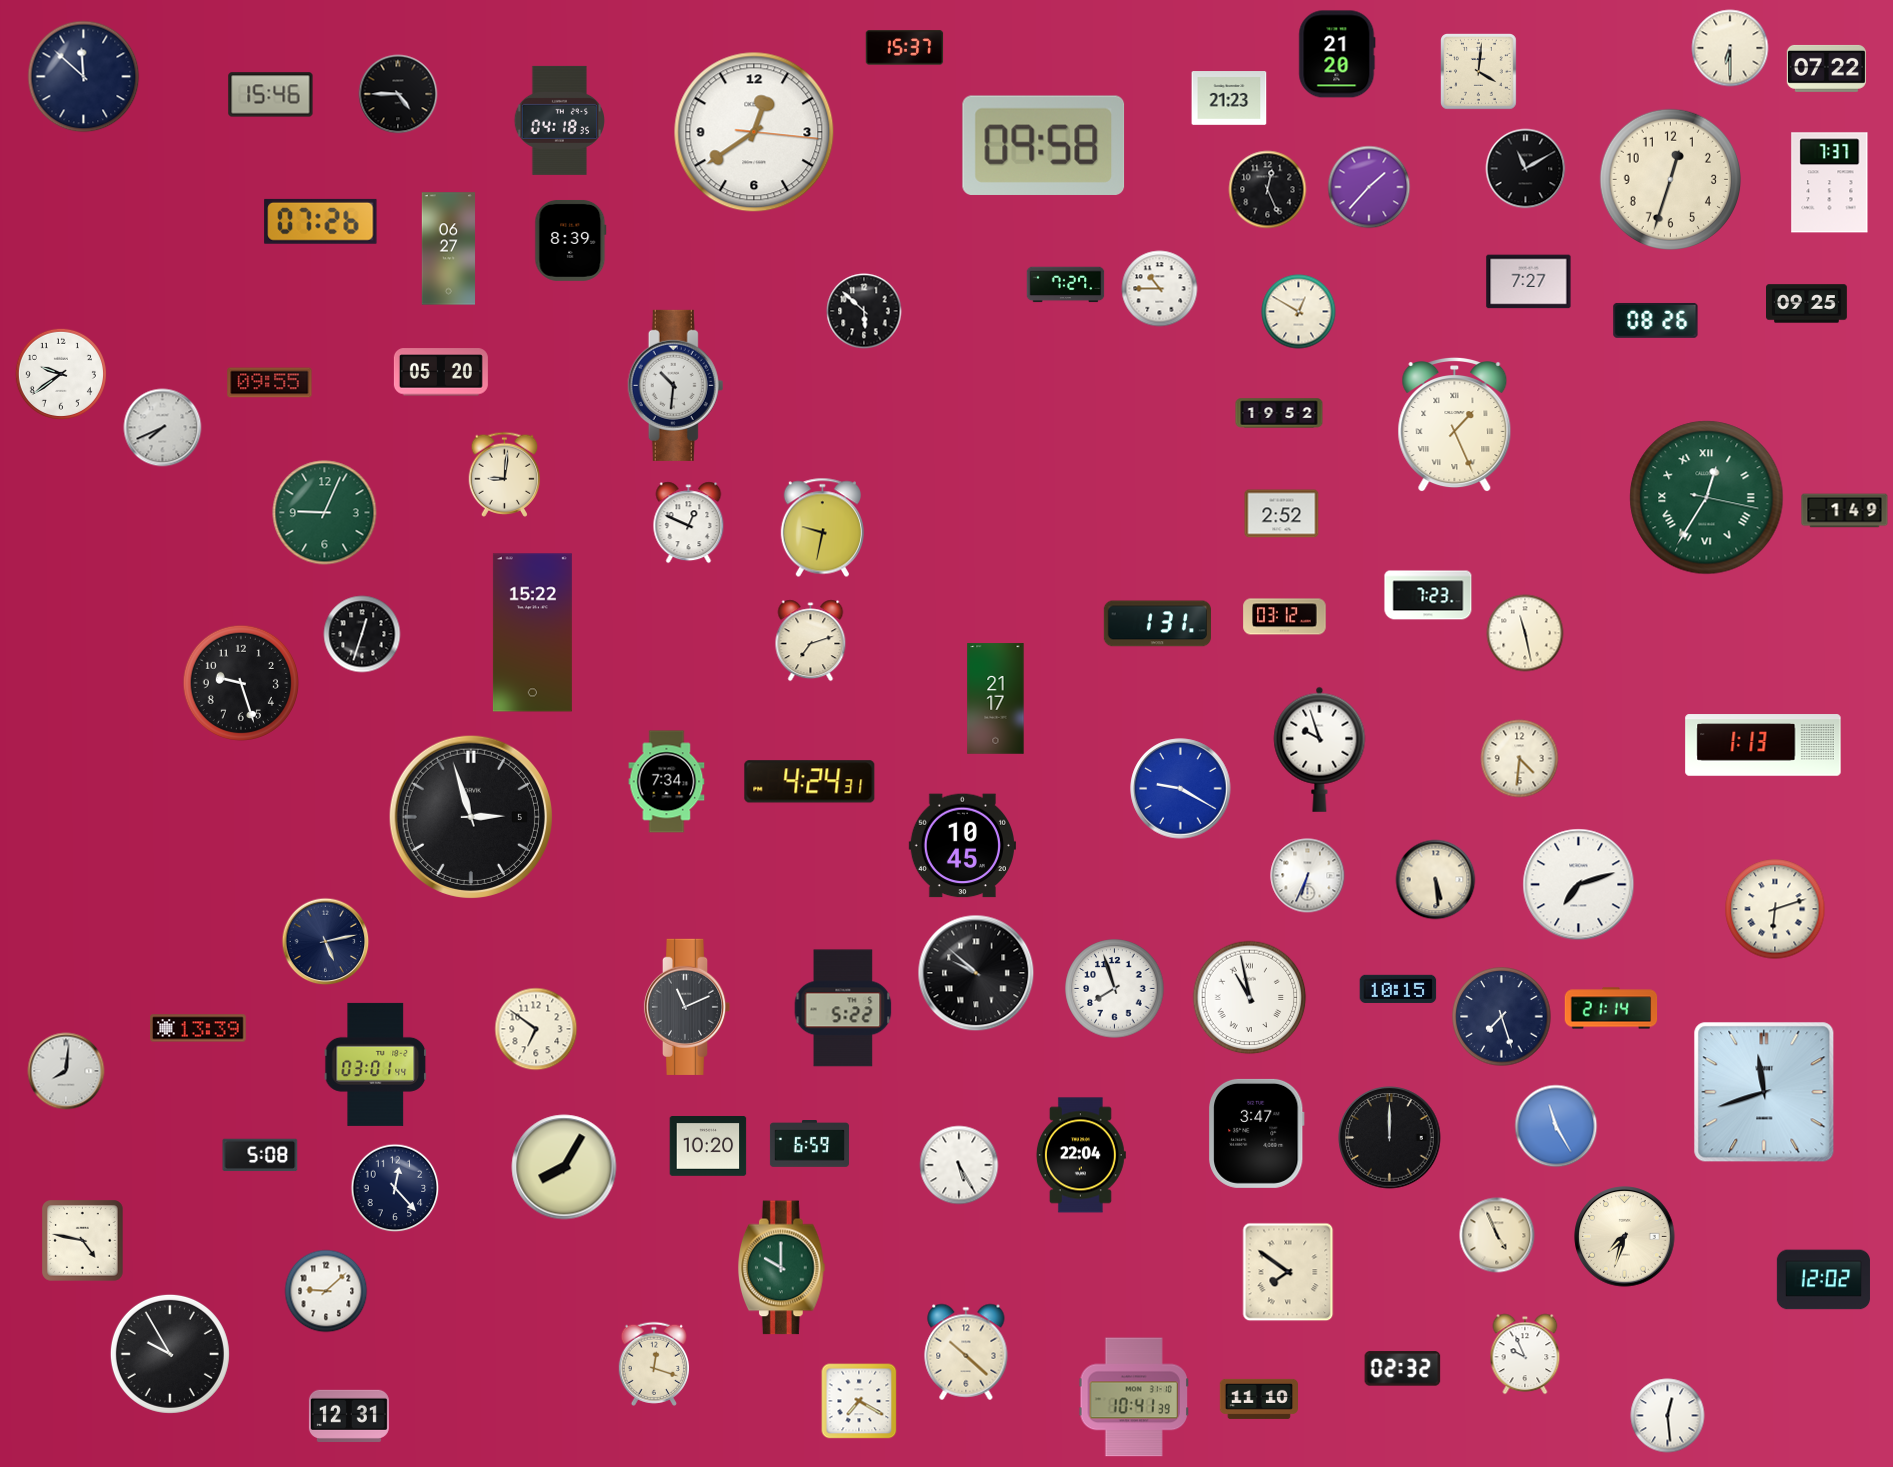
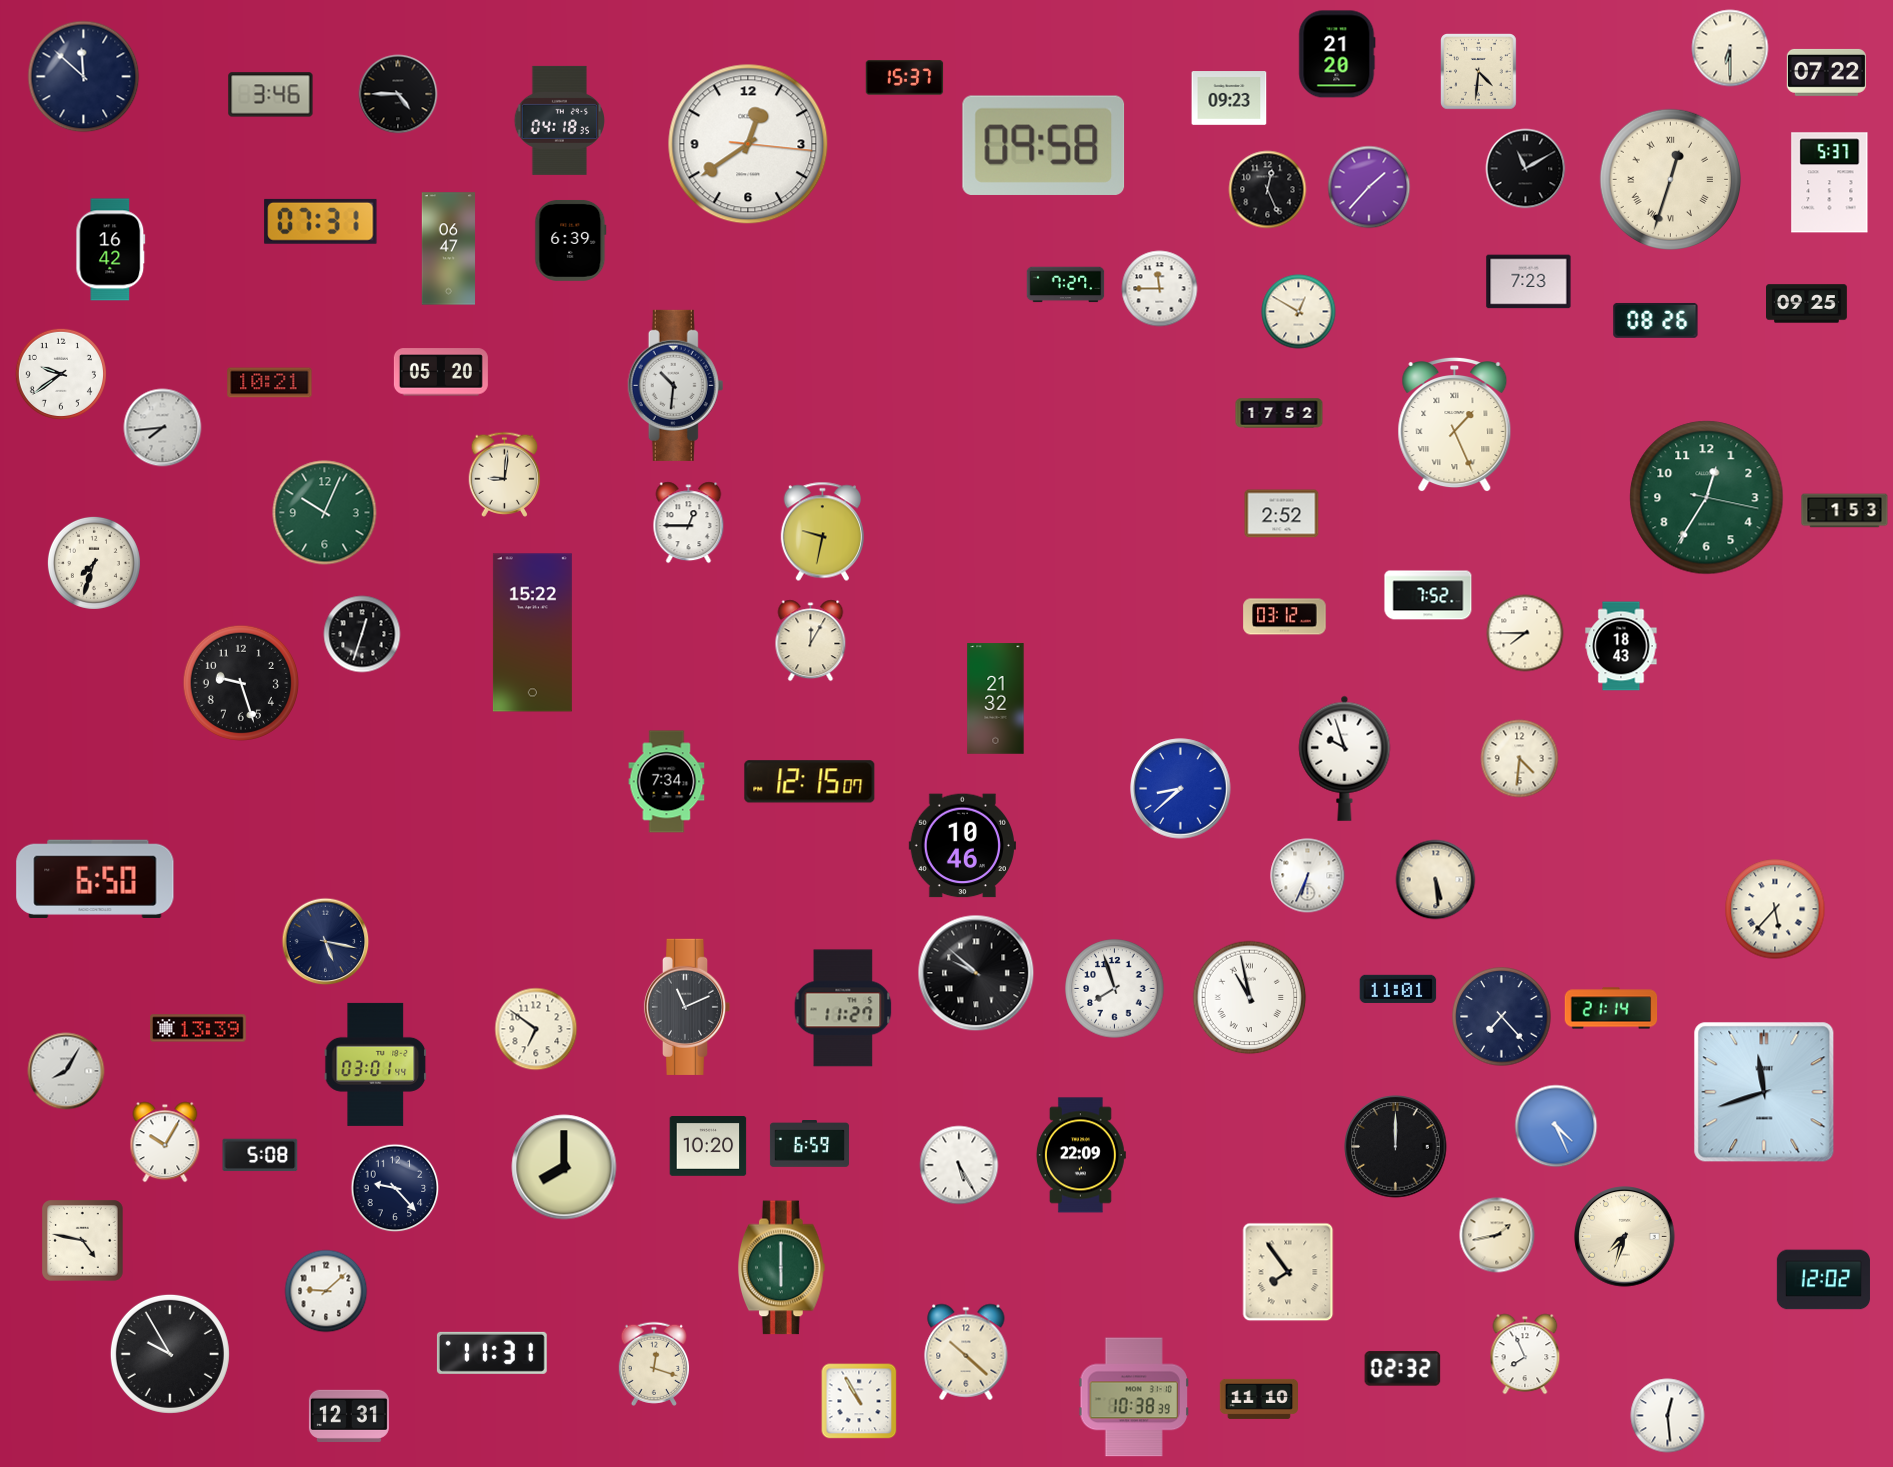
clock at (905, 48) position: (905, 48) -> (905, 78)
clock at (1826, 68) position: (1826, 68) -> (1826, 72)
clock at (1479, 72): 4:01 -> 4:31
clock at (271, 95): 15:46 -> 3:46
clock at (1229, 98): 21:23 -> 09:23
clock at (754, 132) position: (754, 132) -> (748, 144)
clock at (1670, 179) numerals: Arabic -> Roman
clock at (1830, 183): 7:37 -> 5:37
clock at (321, 221): 07:26 -> 07:31
clock at (571, 240): 8:39 -> 6:39
clock at (449, 249): 06:27 -> 06:47
clock at (111, 250): none -> 16:42
clock at (1529, 282): 7:27 -> 7:23
clock at (1160, 289): 10:45 -> 11:45
clock at (864, 311): 5:52 -> none
clock at (270, 383): 09:55 -> 10:21
clock at (1279, 413): 19:52 -> 17:52
clock at (163, 428): 7:41 -> 7:44
clock at (1707, 498) numerals: Roman -> Arabic
clock at (1845, 511): 1:49 -> 1:53
clock at (325, 513): 9:04 -> 10:04
clock at (689, 523): 12:49 -> 12:45
clock at (822, 528) position: (822, 528) -> (822, 532)
clock at (94, 563): none -> 7:33
clock at (1428, 595): 7:23 -> 7:52
clock at (1157, 624): 1:31 -> none
clock at (1525, 633): 11:28 -> 7:45
clock at (811, 641): 7:12 -> 12:05
clock at (1621, 646): none -> 18:43
clock at (996, 699): 21:17 -> 21:32
clock at (1763, 745): 1:13 -> none
clock at (1320, 749) position: (1320, 749) -> (1345, 758)
clock at (810, 782): 4:24 -> 12:15
clock at (1181, 789): 9:20 -> 8:38
clock at (471, 817): 2:57 -> none
clock at (962, 846): 10:45 -> 10:46
clock at (95, 879): none -> 6:50
clock at (1579, 885): 7:12 -> none
clock at (1775, 909): 6:12 -> 5:37
clock at (326, 942): 5:13 -> 5:17
clock at (1398, 989): 10:15 -> 11:01
clock at (843, 1008): 5:22 -> 11:27
clock at (1502, 1017): 7:27 -> 7:23
clock at (66, 1071): 8:01 -> 8:05
clock at (1556, 1126): 11:25 -> 4:26
clock at (1257, 1133): 3:47 -> none
clock at (1390, 1138) position: (1390, 1138) -> (1396, 1147)
clock at (165, 1142): none -> 10:05
clock at (1081, 1155): 22:04 -> 22:09
clock at (564, 1167): 8:05 -> 8:00
clock at (395, 1188): 12:23 -> 9:23
clock at (1497, 1235): 4:56 -> 1:43
clock at (782, 1268): 10:00 -> 6:00
clock at (1288, 1272): 7:51 -> 7:54
clock at (492, 1353): none -> 11:31
clock at (1525, 1354): 9:56 -> 7:56
clock at (1133, 1397): 10:41 -> 10:38
clock at (859, 1401): 7:20 -> 10:55
